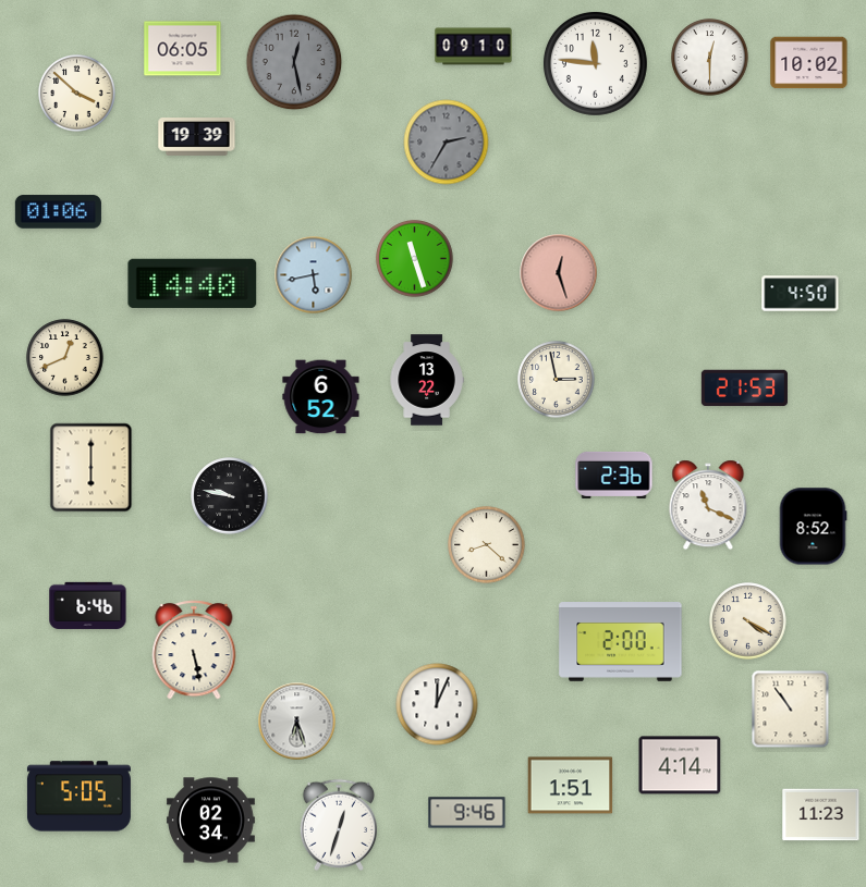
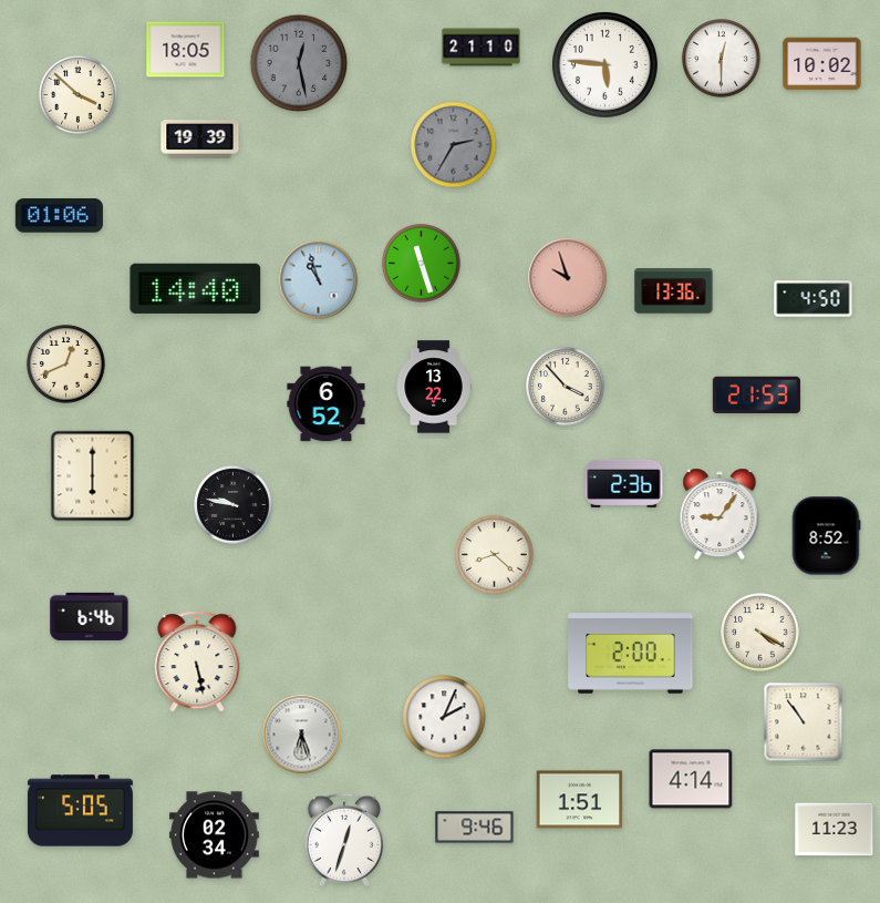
clock at (474, 47): 09:10 -> 21:10
clock at (183, 49): 06:05 -> 18:05
clock at (595, 63): 11:46 -> 5:46
clock at (559, 273): 12:27 -> 9:57
clock at (314, 275): 5:43 -> 10:57
clock at (674, 291): none -> 13:36
clock at (557, 380): 2:58 -> 3:53
clock at (708, 505): 11:19 -> 9:06
clock at (437, 704): 12:04 -> 2:04
